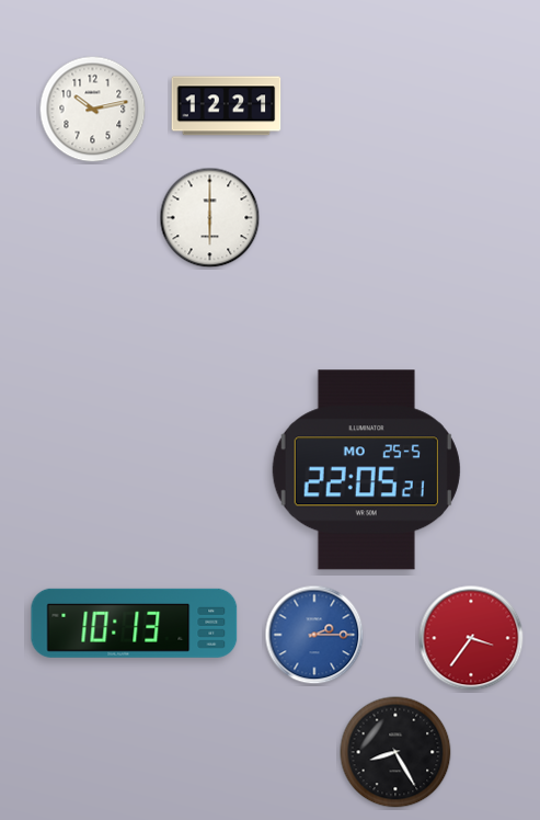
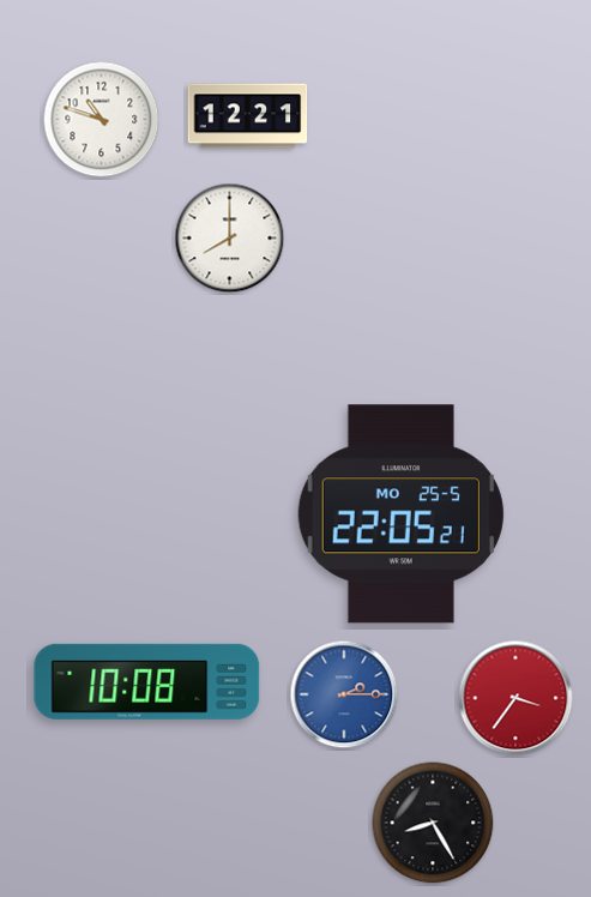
clock at (93, 110): 10:13 -> 10:48
clock at (210, 218): 6:00 -> 8:00
clock at (135, 623): 10:13 -> 10:08
